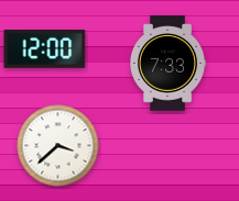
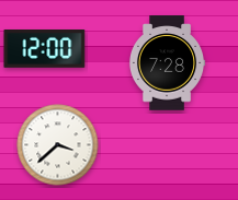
clock at (167, 64): 7:33 -> 7:28
